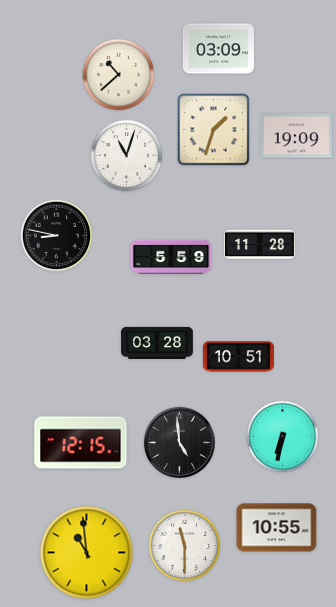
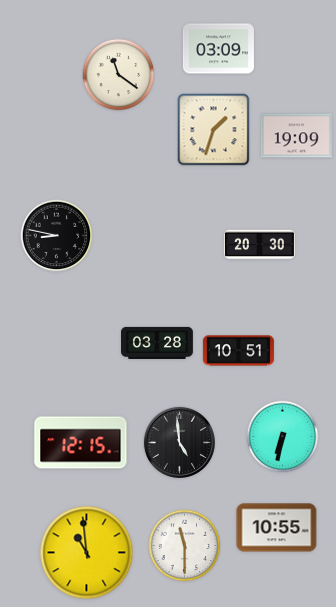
clock at (119, 75): 10:38 -> 11:21
clock at (127, 156): 11:03 -> none
clock at (259, 245): 11:28 -> 20:30
clock at (171, 256): 5:59 -> none
clock at (238, 357) position: (238, 357) -> (238, 351)
